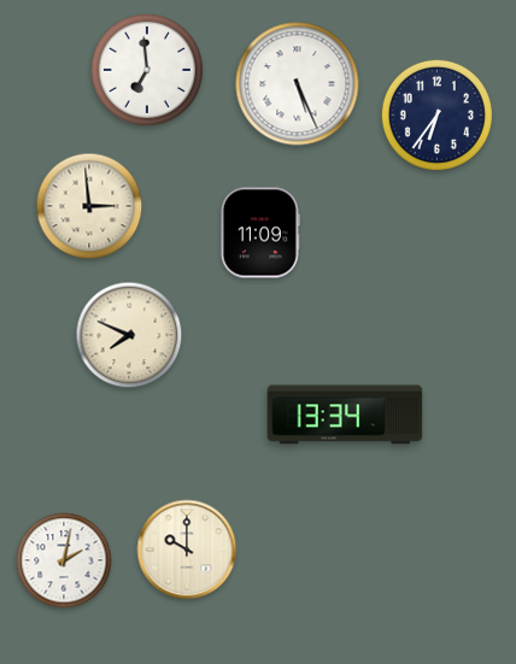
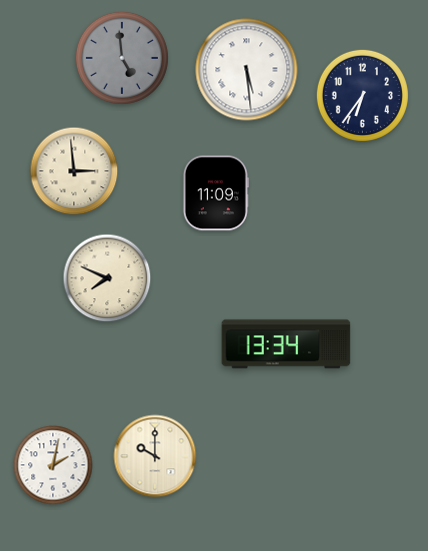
clock at (147, 70): 6:59 -> 4:59
clock at (147, 70) dial: white -> grey
clock at (298, 84): 5:26 -> 5:29
